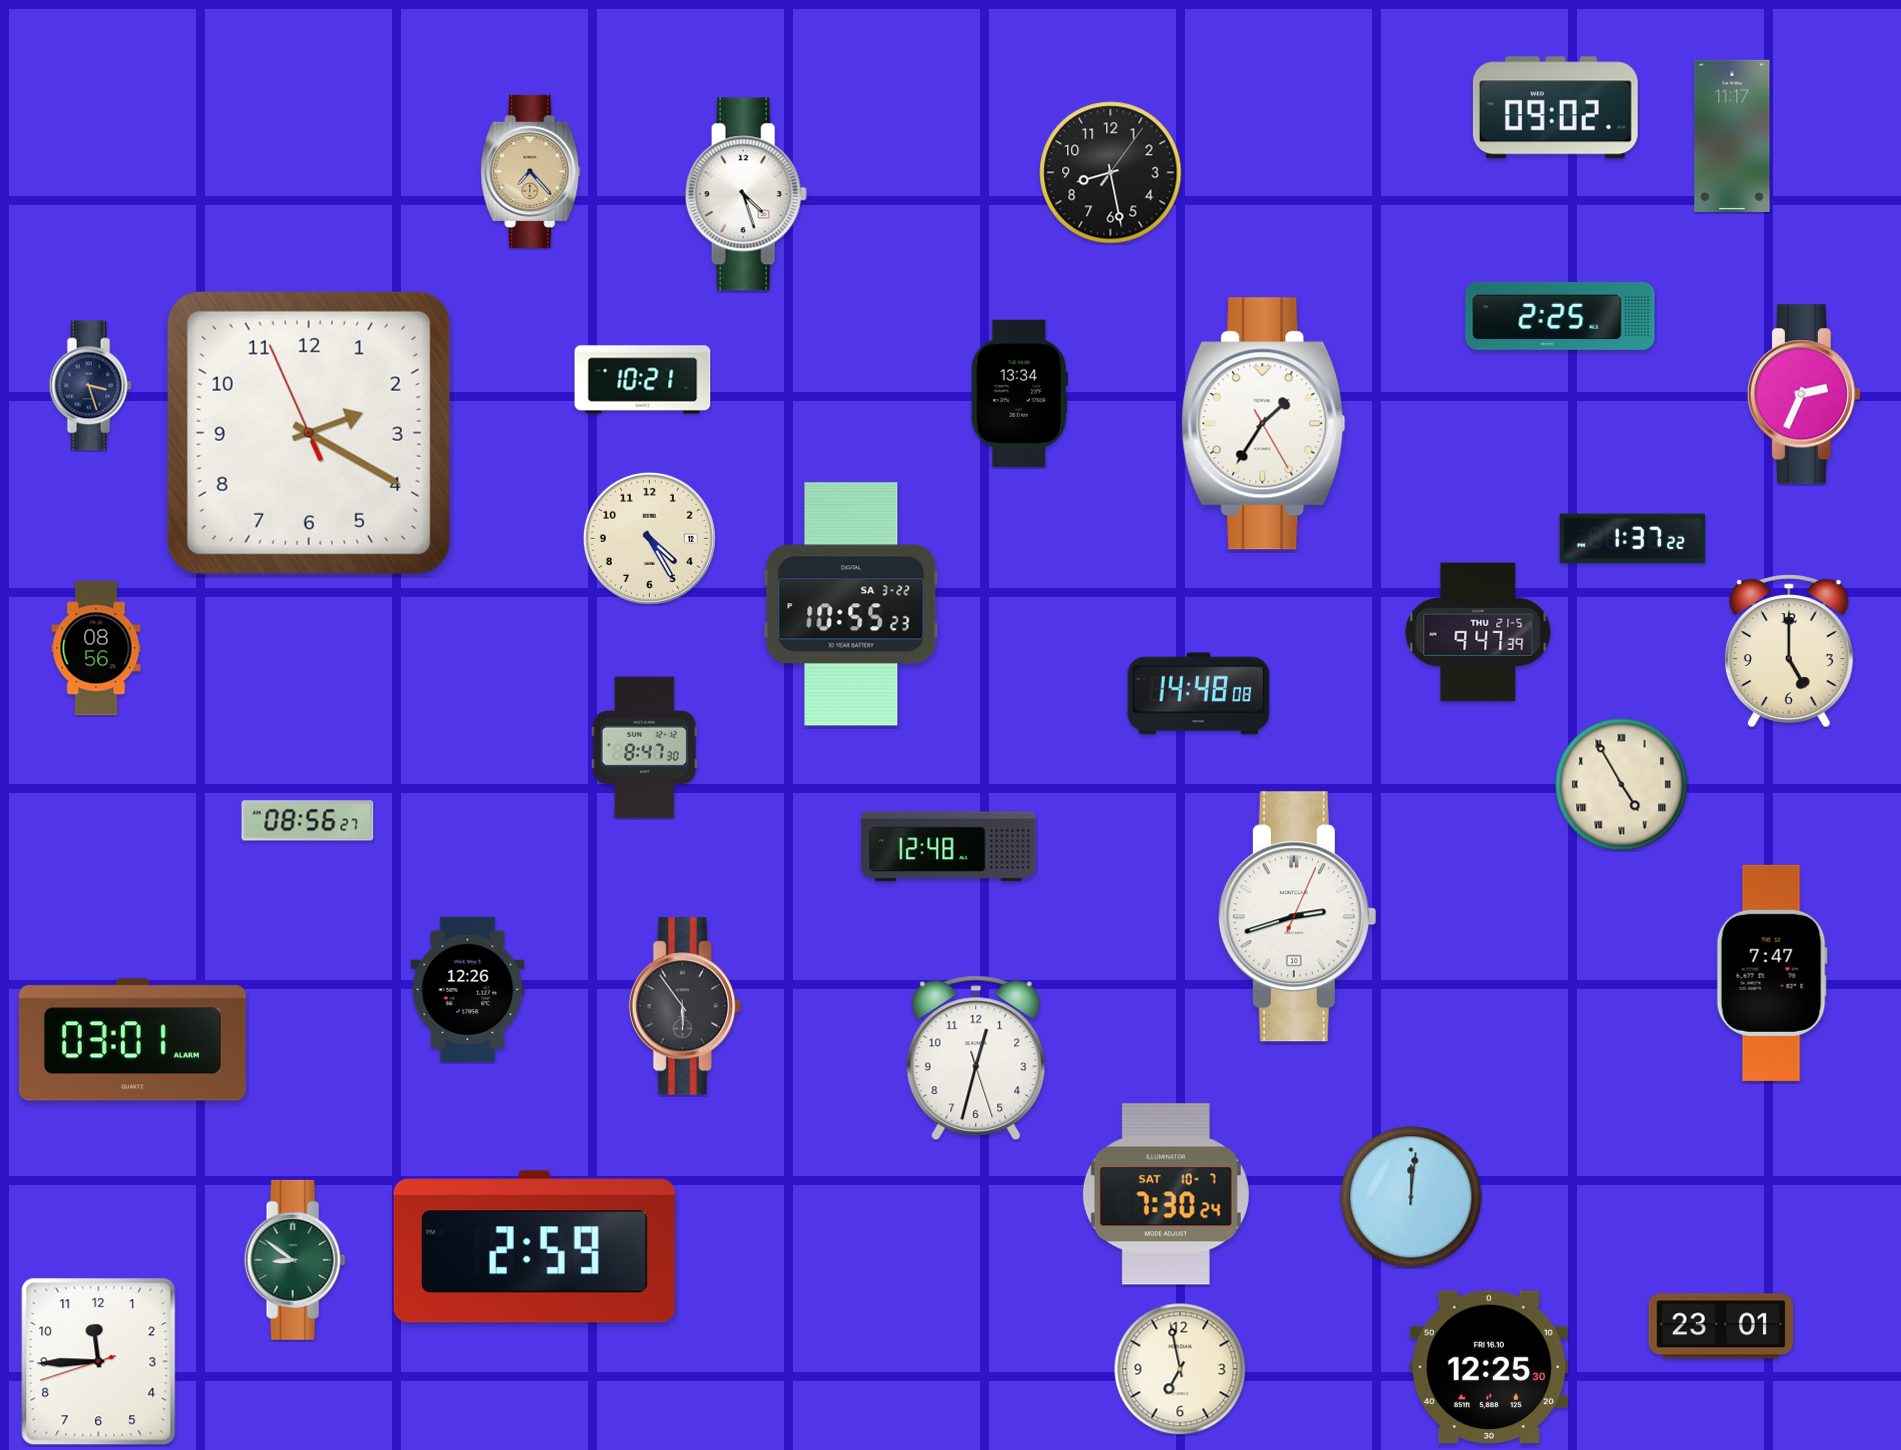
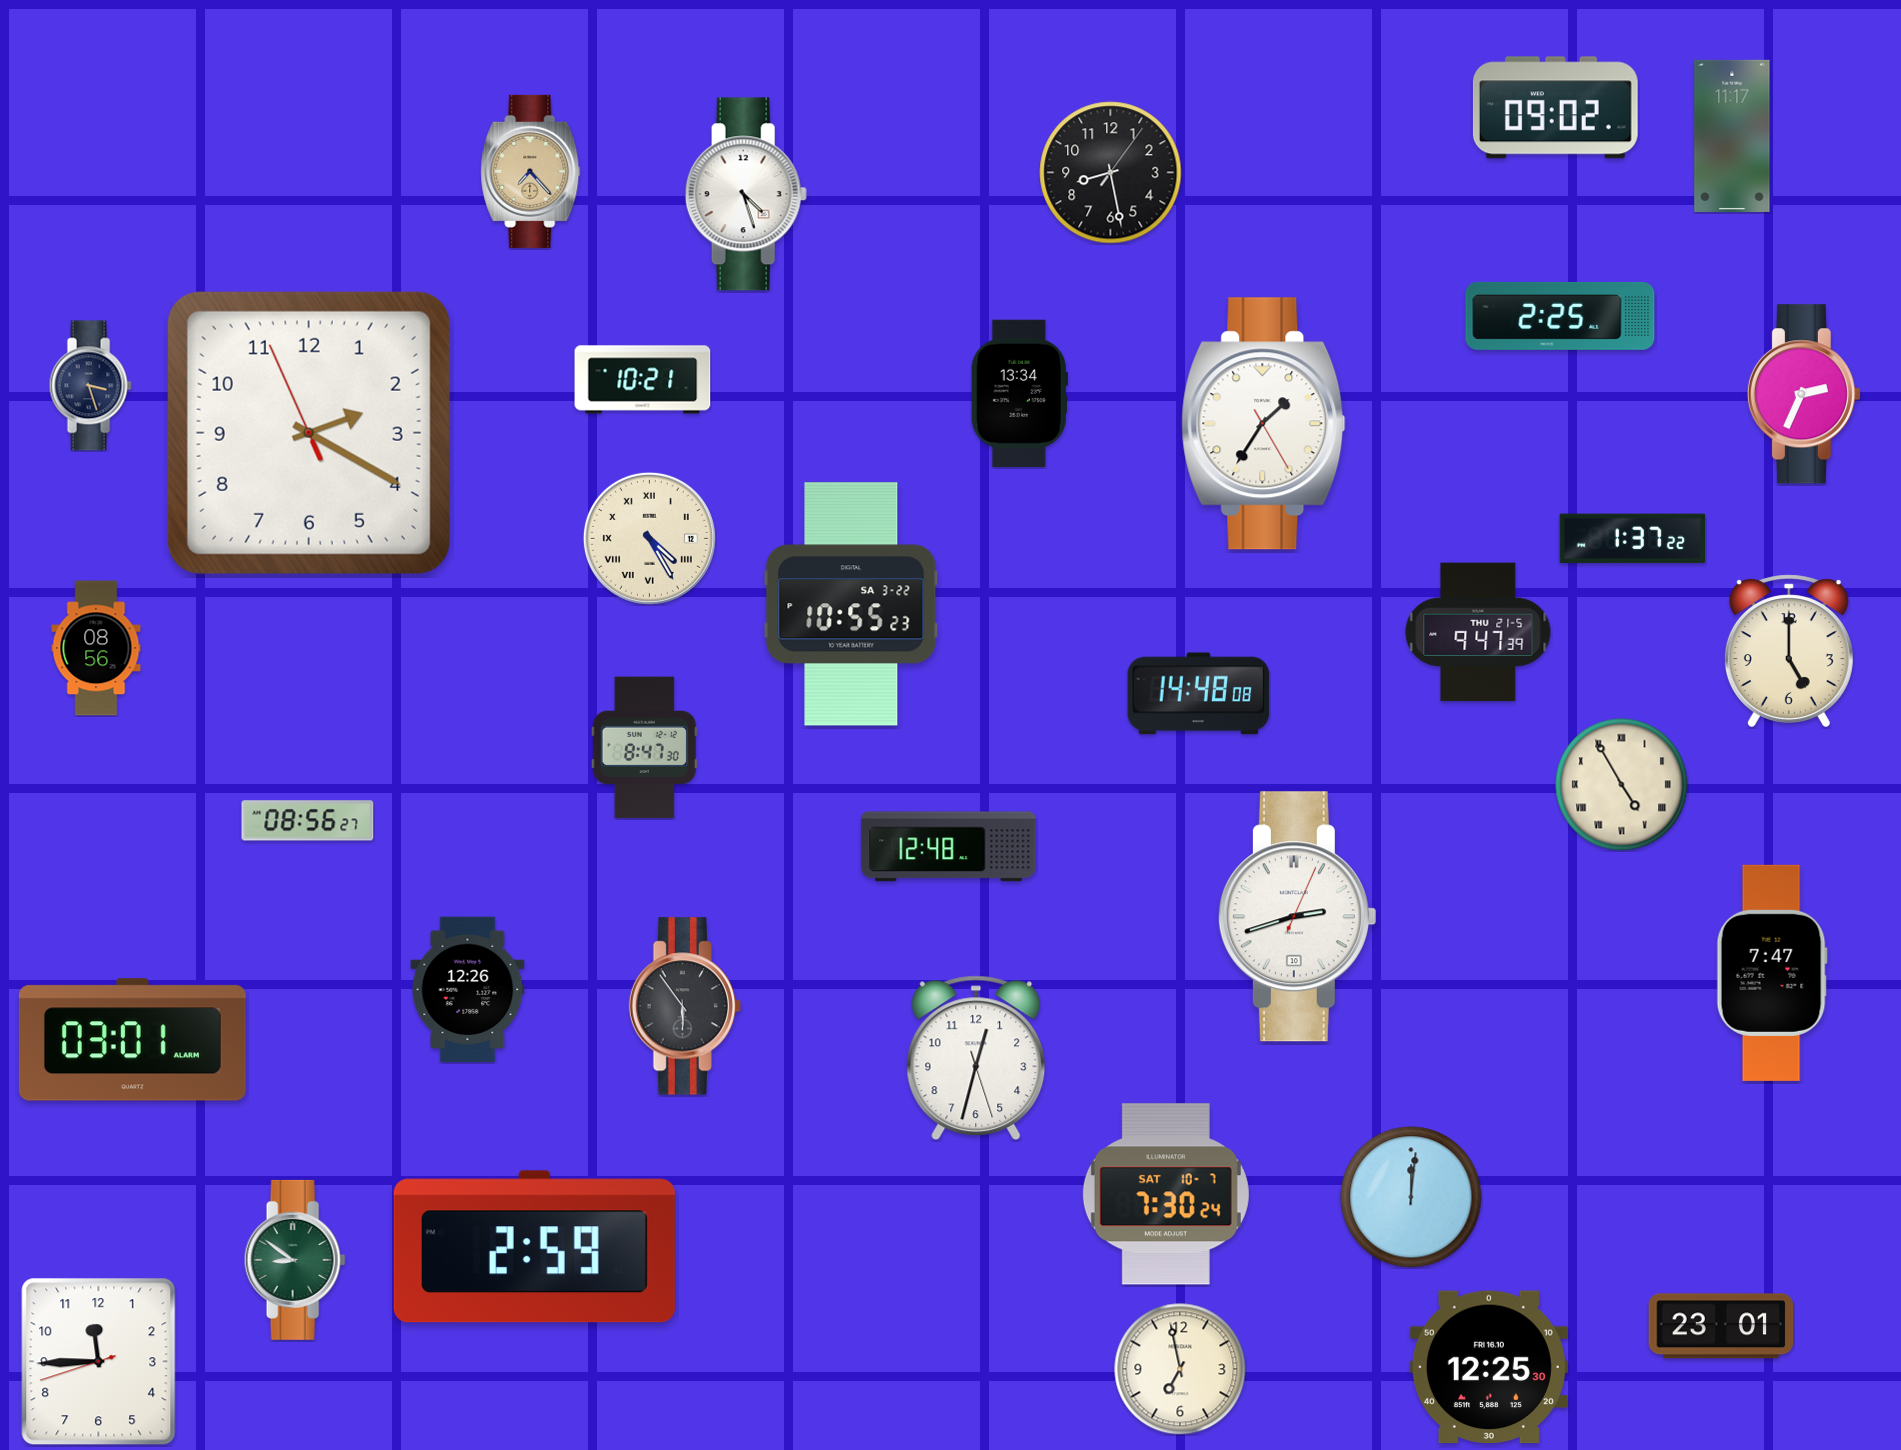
clock at (649, 538) numerals: Arabic -> Roman
